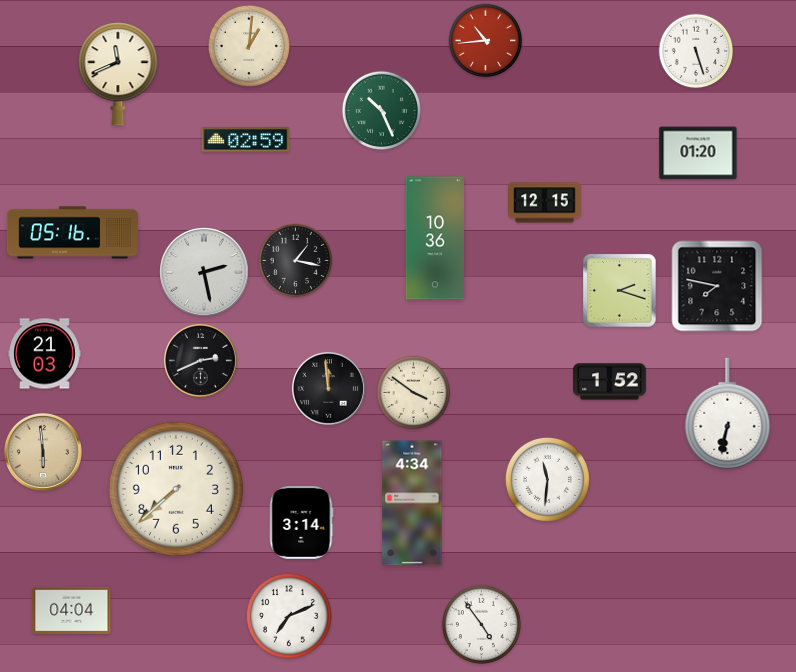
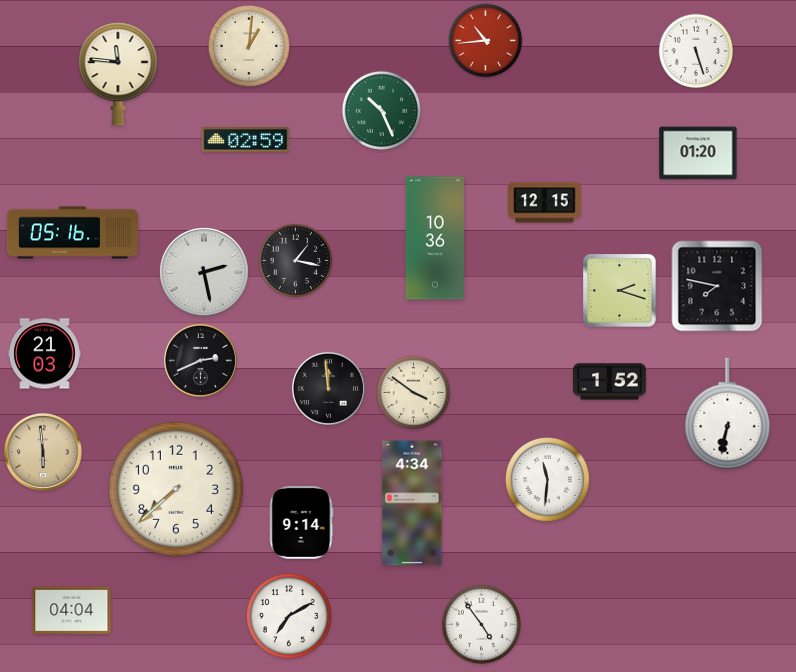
clock at (118, 74): 11:41 -> 11:46
clock at (301, 523): 3:14 -> 9:14
clock at (289, 616): 7:11 -> 7:10
